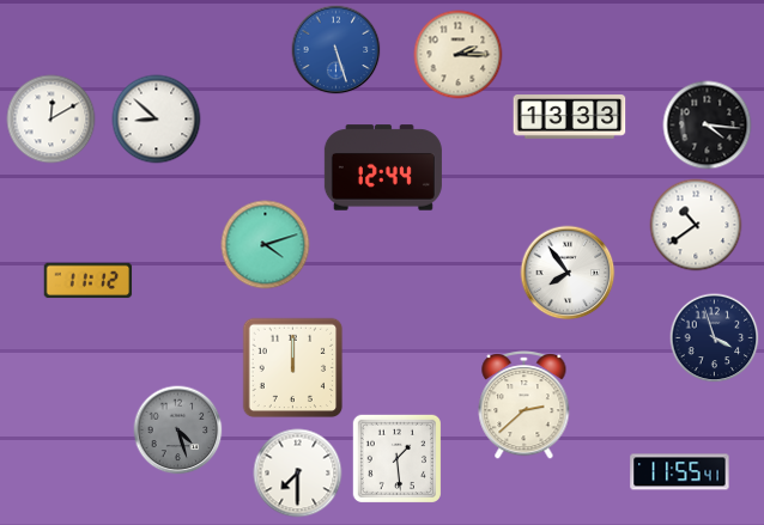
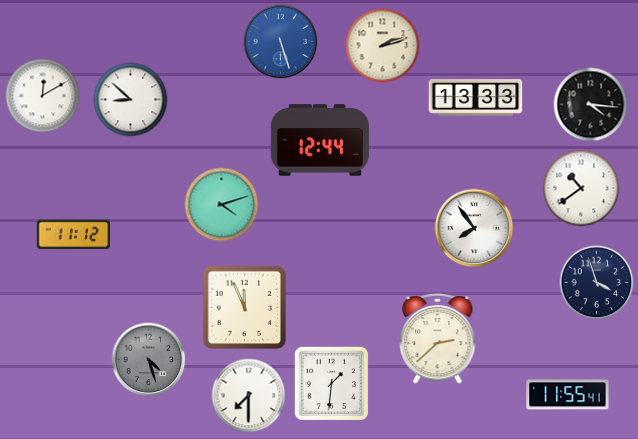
clock at (459, 55): 2:15 -> 2:12
clock at (51, 120) position: (51, 120) -> (43, 96)
clock at (293, 368): 12:00 -> 11:56
clock at (396, 458): 1:29 -> 1:31
